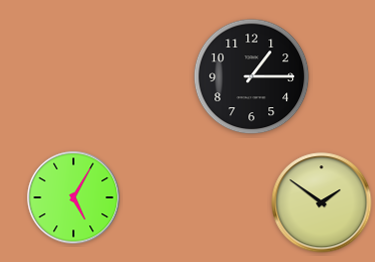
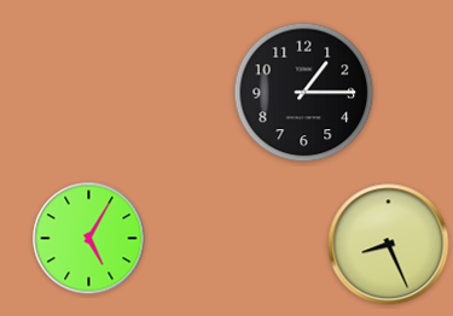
clock at (322, 203): 1:51 -> 8:26
